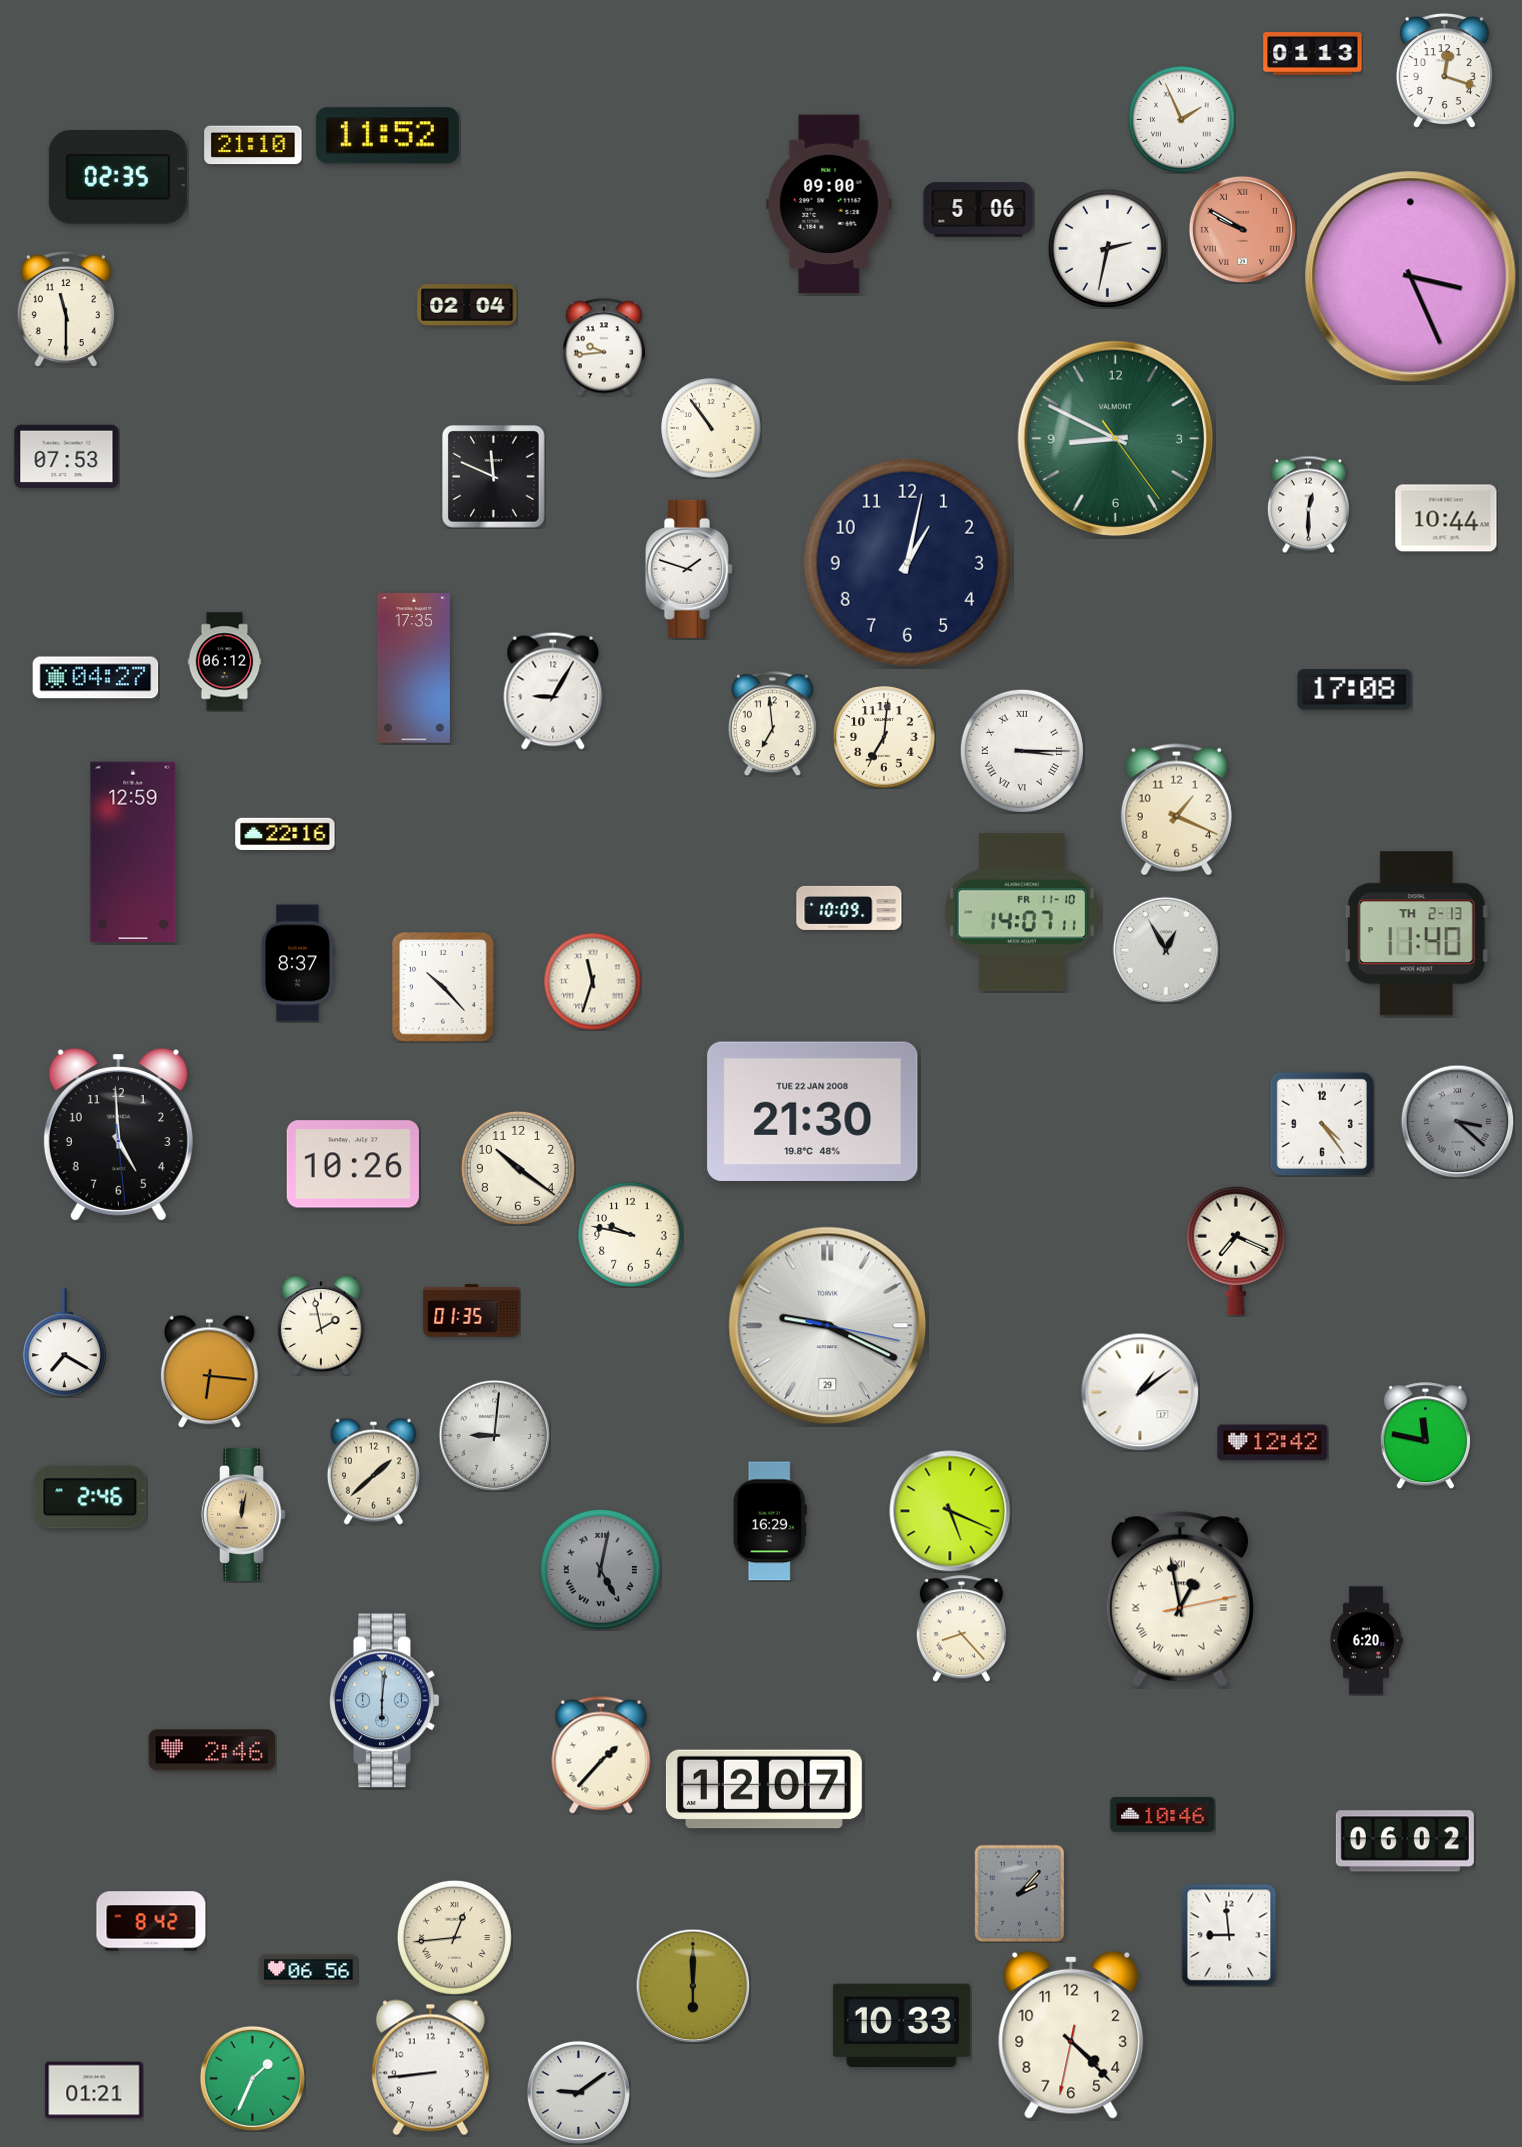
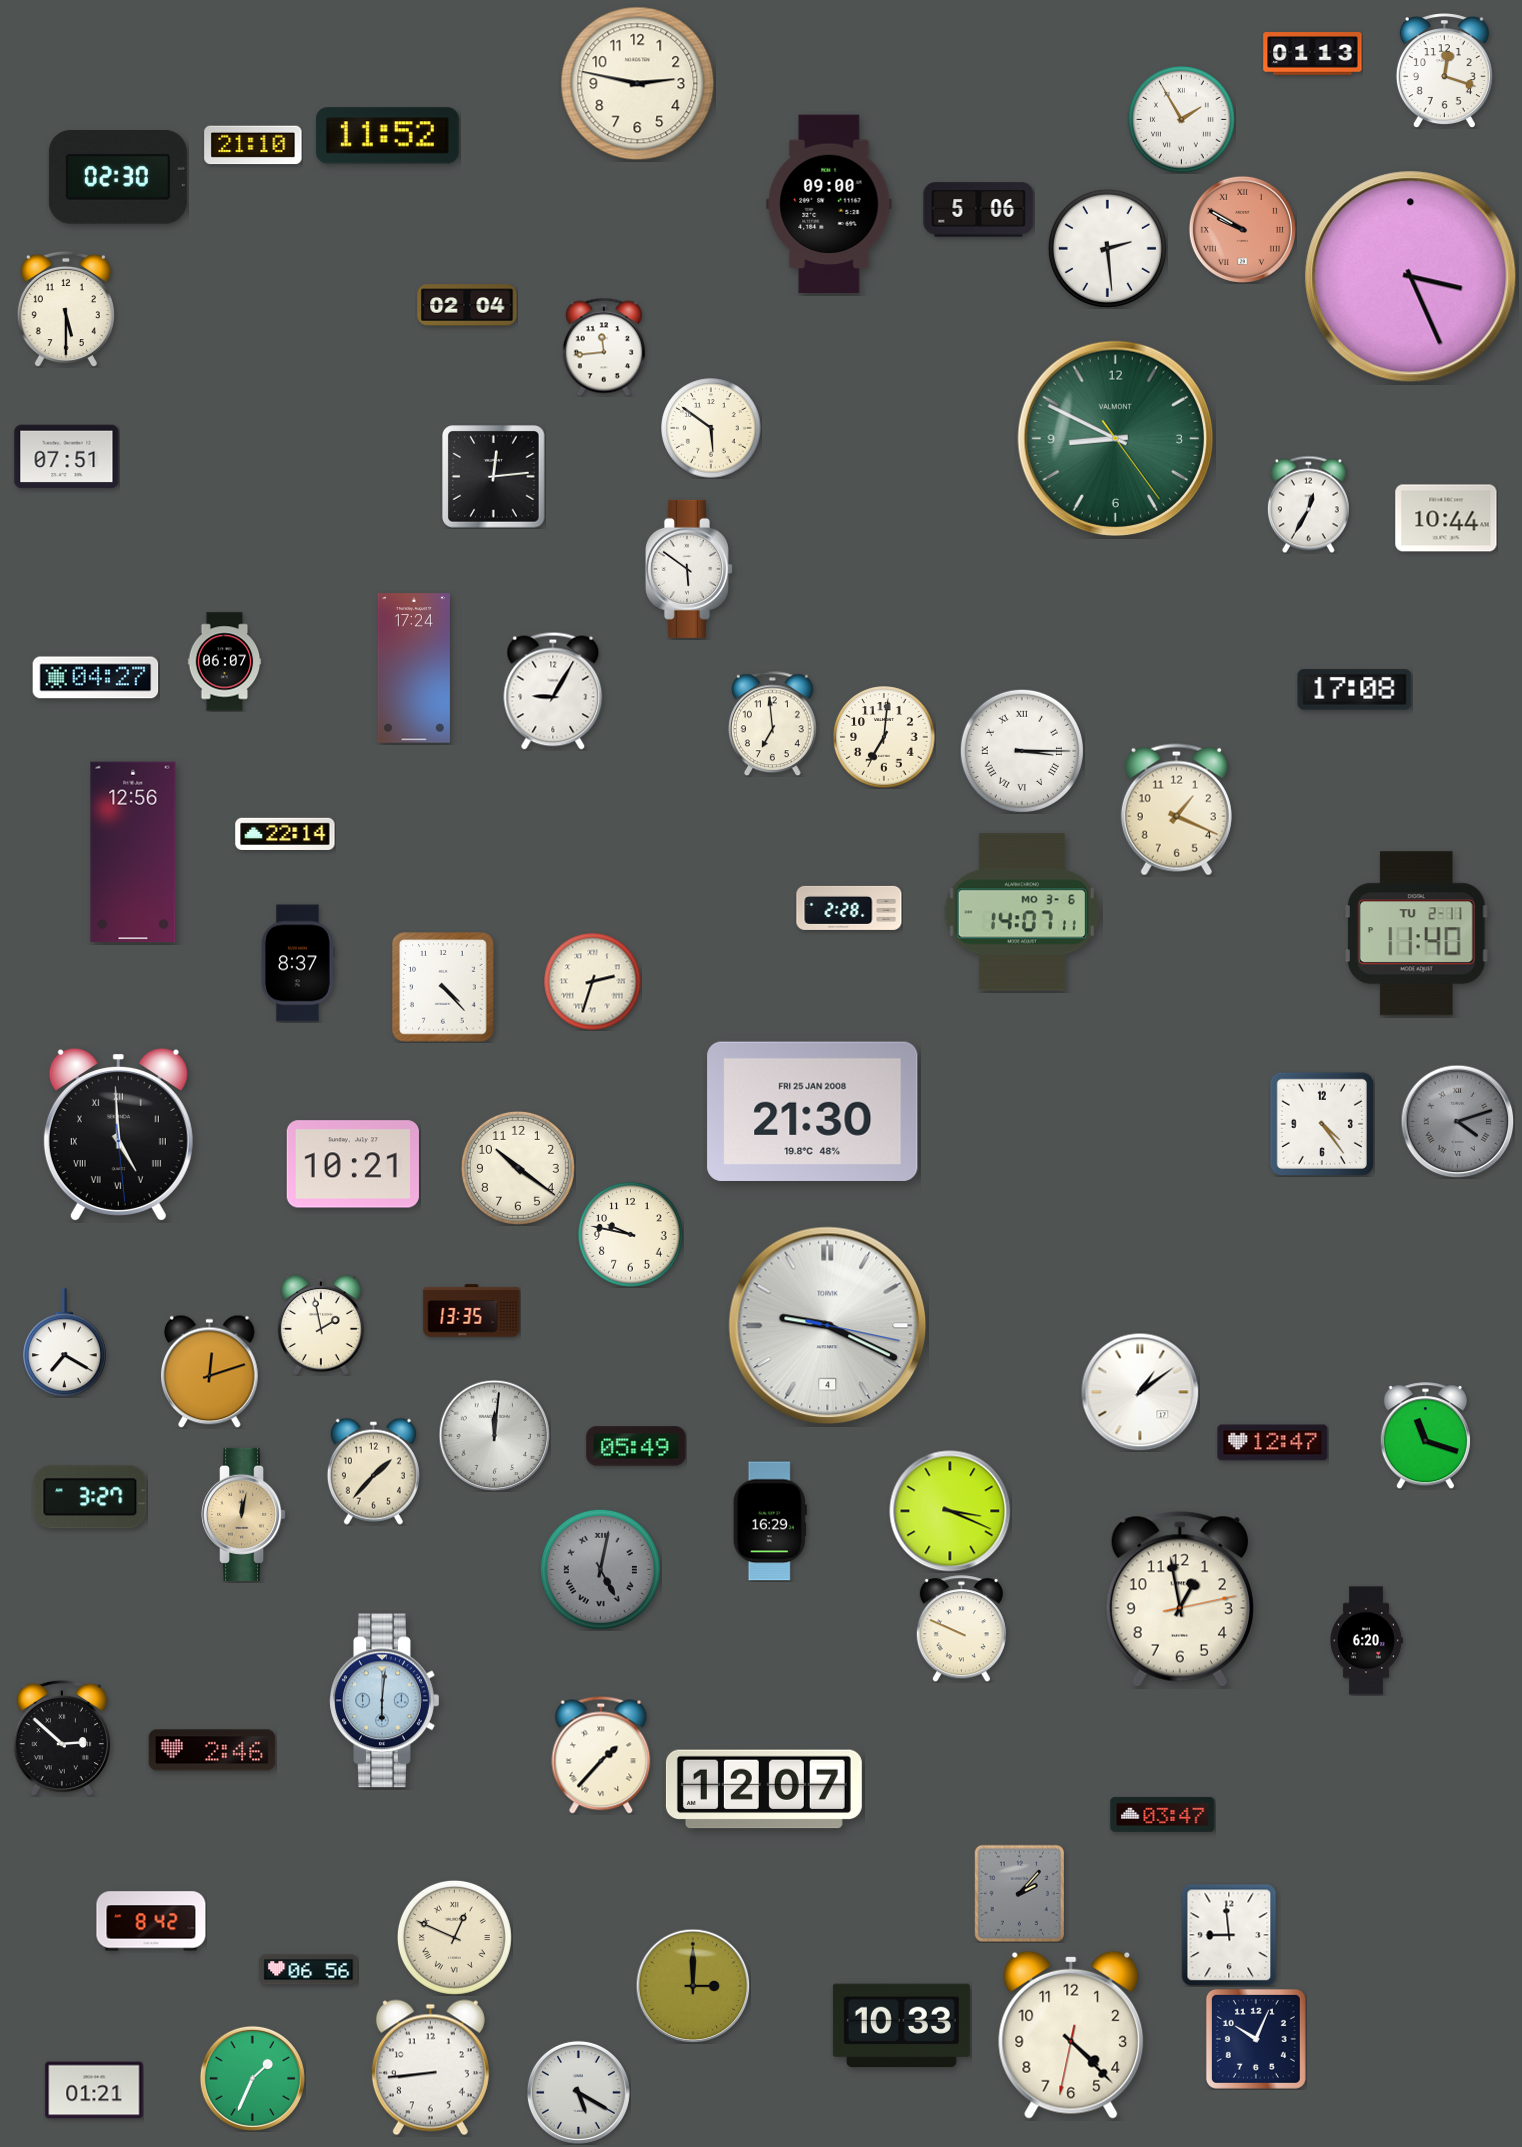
clock at (638, 84): none -> 2:47
clock at (1182, 120): 1:56 -> 1:55
clock at (118, 178): 02:35 -> 02:30
clock at (1107, 248): 2:32 -> 2:29
clock at (66, 309): 11:30 -> 5:30
clock at (604, 347): 9:44 -> 11:44
clock at (711, 428): 10:54 -> 5:51
clock at (67, 457): 07:53 -> 07:51
clock at (494, 477): 11:49 -> 12:14
clock at (1308, 504): 12:30 -> 12:35
clock at (907, 562): 1:02 -> none
clock at (690, 569): 1:48 -> 5:51
clock at (225, 662): 06:12 -> 06:07
clock at (414, 668): 17:35 -> 17:24
clock at (285, 834): 22:16 -> 22:14
clock at (133, 852): 12:59 -> 12:56
clock at (849, 908): 10:09 -> 2:28
clock at (1022, 912) date: FR 11-10 -> MO 3-6
clock at (1417, 934) date: TH 2-13 -> TU 2-11
clock at (1166, 950): 12:55 -> none
clock at (592, 981): 11:33 -> 2:33
clock at (443, 987): 10:23 -> 4:23
clock at (813, 1111) date: TUE 22 JAN 2008 -> FRI 25 JAN 2008
clock at (1457, 1121): 3:22 -> 4:12
clock at (118, 1135) numerals: Arabic -> Roman
clock at (353, 1164): 10:26 -> 10:21
clock at (1236, 1251): 7:19 -> none
clock at (472, 1311): 01:35 -> 13:35
clock at (828, 1326) date: 29 -> 4
clock at (210, 1371): 6:16 -> 12:12
clock at (494, 1435): 9:01 -> 12:01
clock at (1425, 1436): 11:47 -> 11:18
clock at (1273, 1443): 12:42 -> 12:47
clock at (636, 1446): none -> 05:49
clock at (373, 1471): 1:38 -> 1:37
clock at (90, 1497): 2:46 -> 3:27
clock at (950, 1511): 5:19 -> 3:19
clock at (1180, 1599) numerals: Roman -> Arabic
clock at (961, 1629): 8:23 -> 9:49
clock at (62, 1738): none -> 2:52
clock at (1163, 1814): 10:46 -> 03:47
clock at (1405, 1841): 06:02 -> none
clock at (454, 1937): 12:44 -> 12:49
clock at (693, 1986): 6:00 -> 3:00
clock at (1256, 2039): none -> 10:04
clock at (578, 2092): 9:09 -> 5:20
